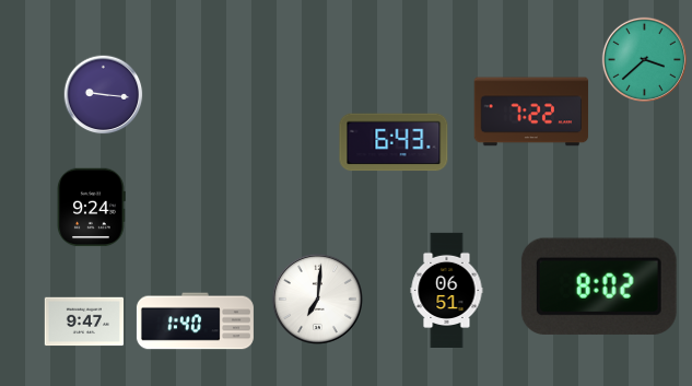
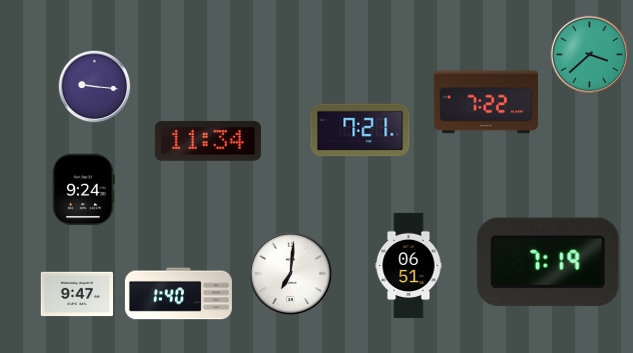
clock at (394, 142): 6:43 -> 7:21
clock at (208, 141): none -> 11:34
clock at (599, 286): 8:02 -> 7:19
